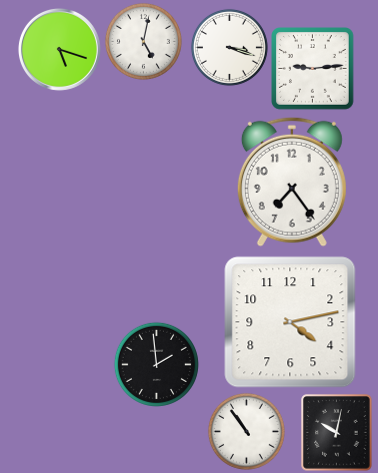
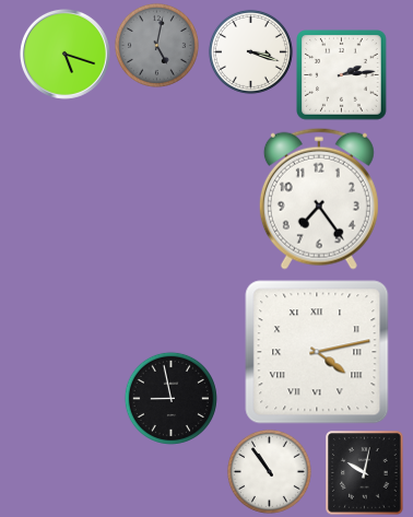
clock at (143, 41) dial: white -> grey
clock at (313, 69): 9:14 -> 2:14
clock at (290, 322) numerals: Arabic -> Roman
clock at (156, 364): 1:59 -> 8:58
clock at (337, 433) position: (337, 433) -> (365, 473)
